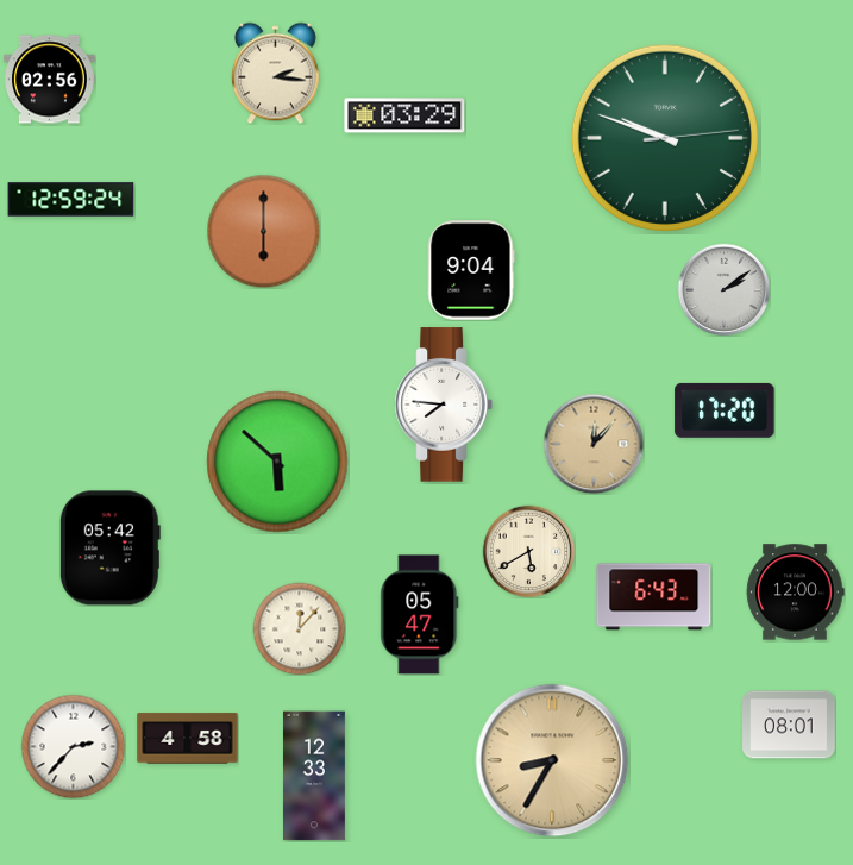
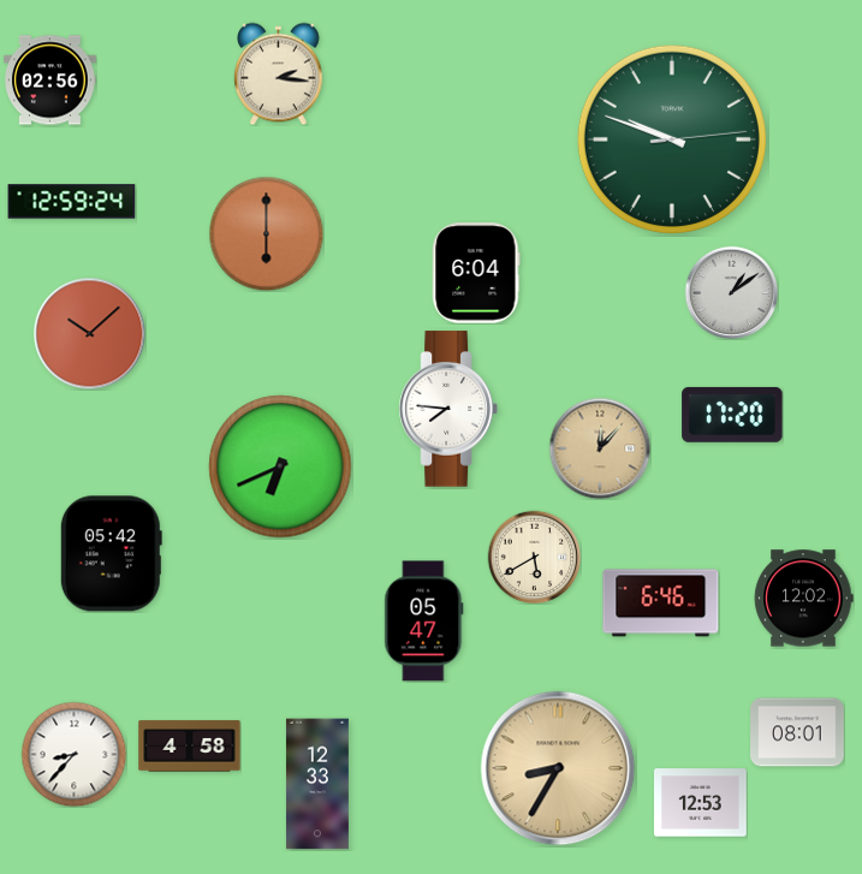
clock at (404, 115): 03:29 -> none
clock at (471, 270): 9:04 -> 6:04
clock at (723, 289): 2:09 -> 1:09
clock at (89, 333): none -> 10:08
clock at (277, 462): 5:52 -> 6:41
clock at (795, 593): 12:00 -> 12:02
clock at (654, 597): 6:43 -> 6:46
clock at (299, 628): 12:07 -> none
clock at (73, 746): 2:37 -> 8:37
clock at (701, 803): none -> 12:53
